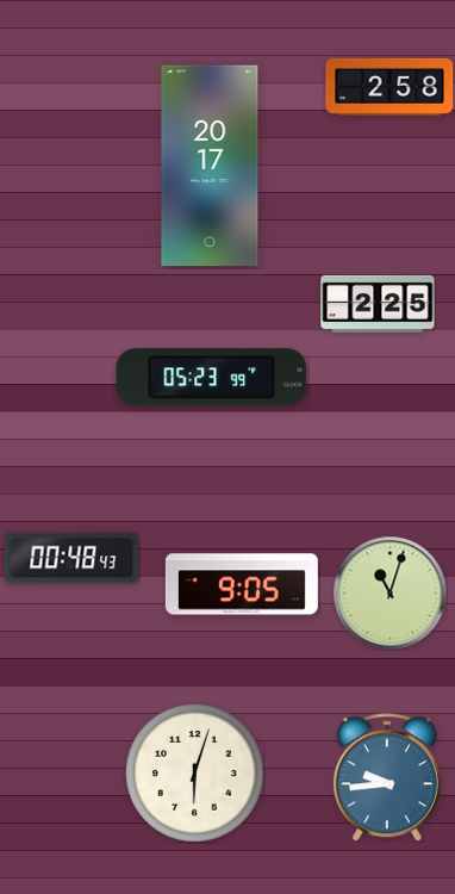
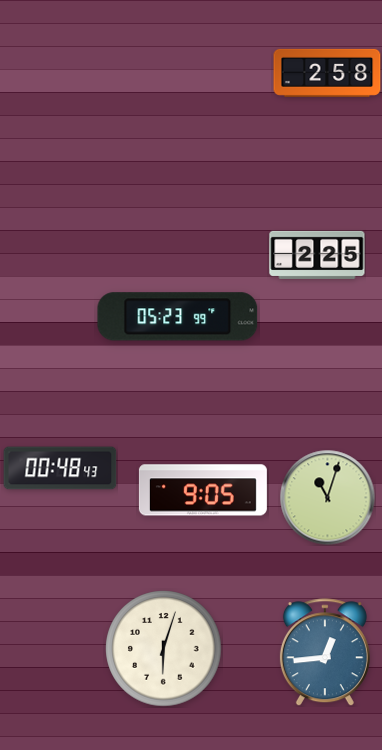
clock at (210, 166): 20:17 -> none
clock at (387, 777): 9:44 -> 12:44
